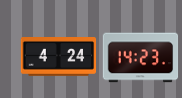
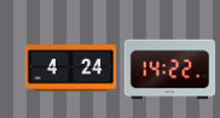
clock at (141, 58): 14:23 -> 14:22
